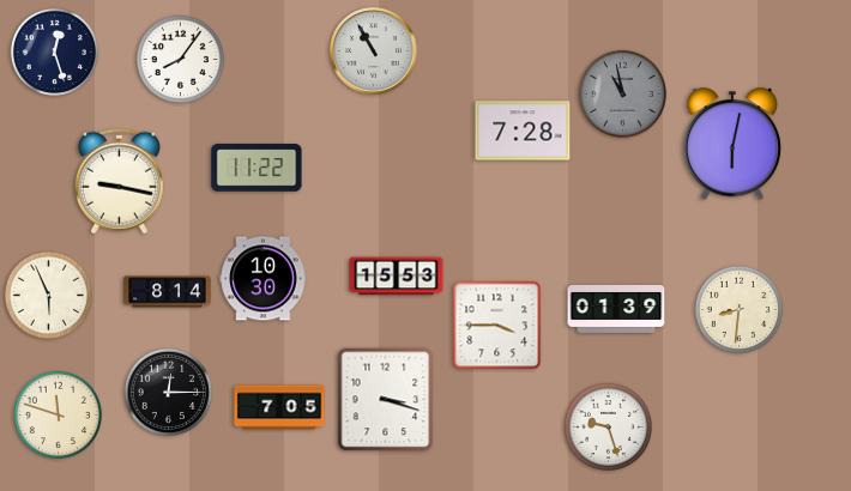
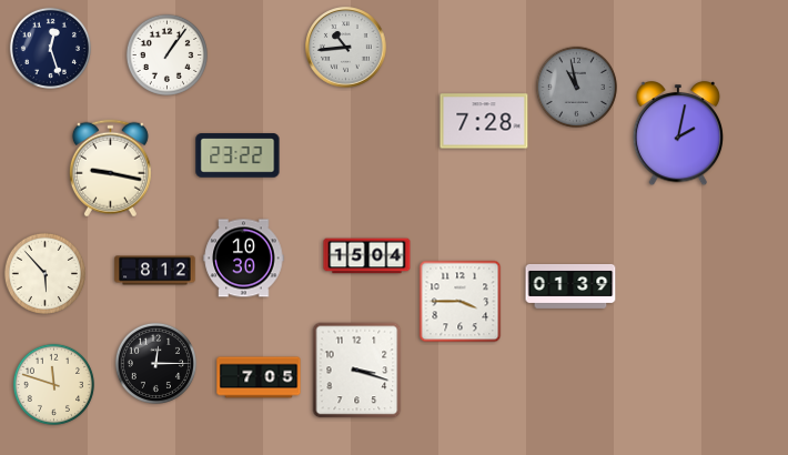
clock at (374, 51): 10:55 -> 10:44
clock at (180, 59): 8:06 -> 1:06
clock at (732, 145): 6:02 -> 2:02
clock at (256, 168): 11:22 -> 23:22
clock at (397, 277): 15:53 -> 15:04
clock at (168, 292): 8:14 -> 8:12
clock at (48, 295): 5:56 -> 5:53
clock at (738, 309): 8:31 -> none
clock at (608, 426): 9:27 -> none
